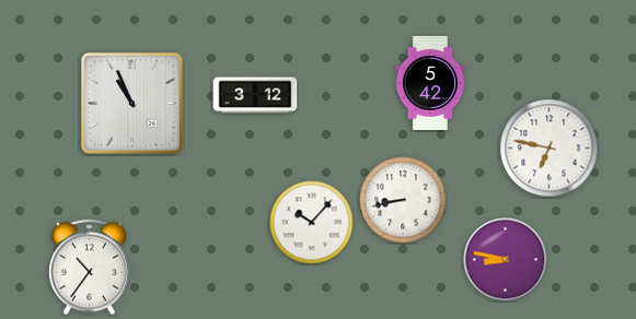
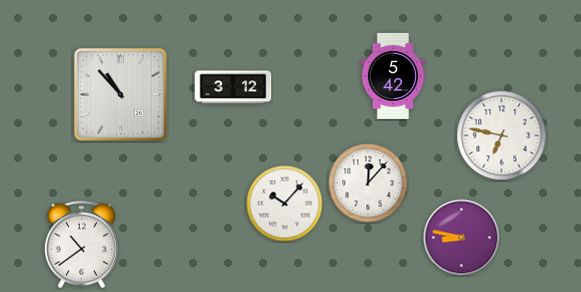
clock at (132, 104): 10:56 -> 10:53
clock at (403, 200): 8:43 -> 12:07
clock at (90, 268): 10:36 -> 10:39
